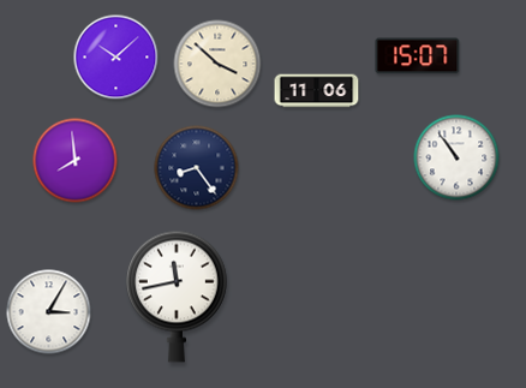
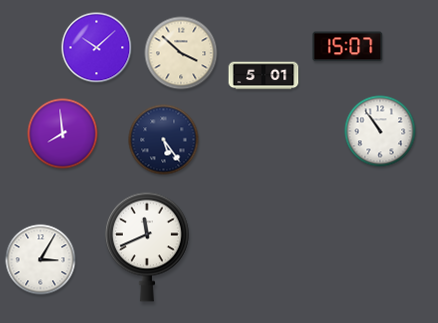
clock at (317, 91): 11:06 -> 5:01
clock at (197, 168): 8:24 -> 5:24
clock at (177, 297): 11:43 -> 11:41
